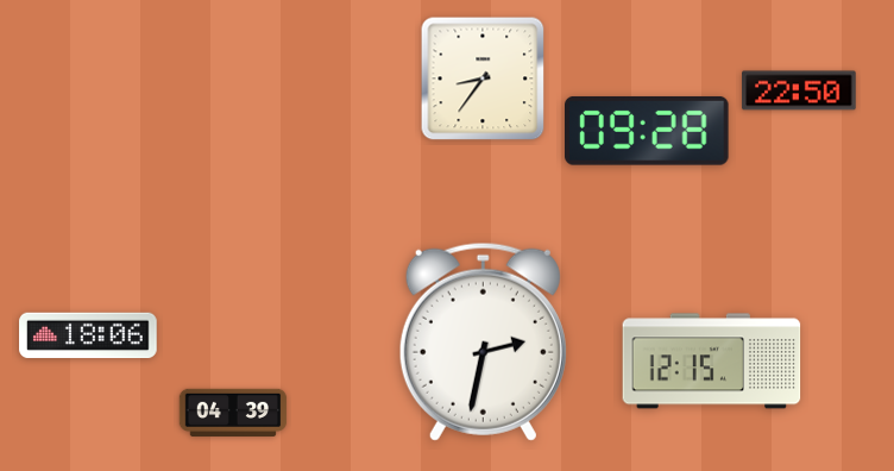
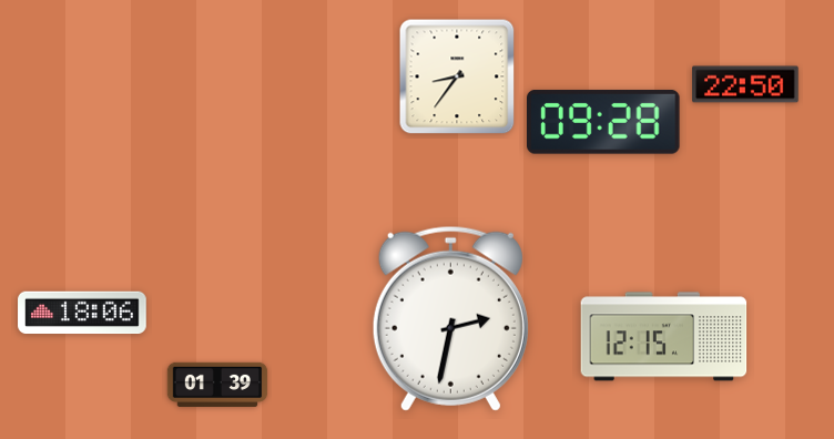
clock at (483, 78) position: (483, 78) -> (457, 76)
clock at (233, 412): 04:39 -> 01:39
